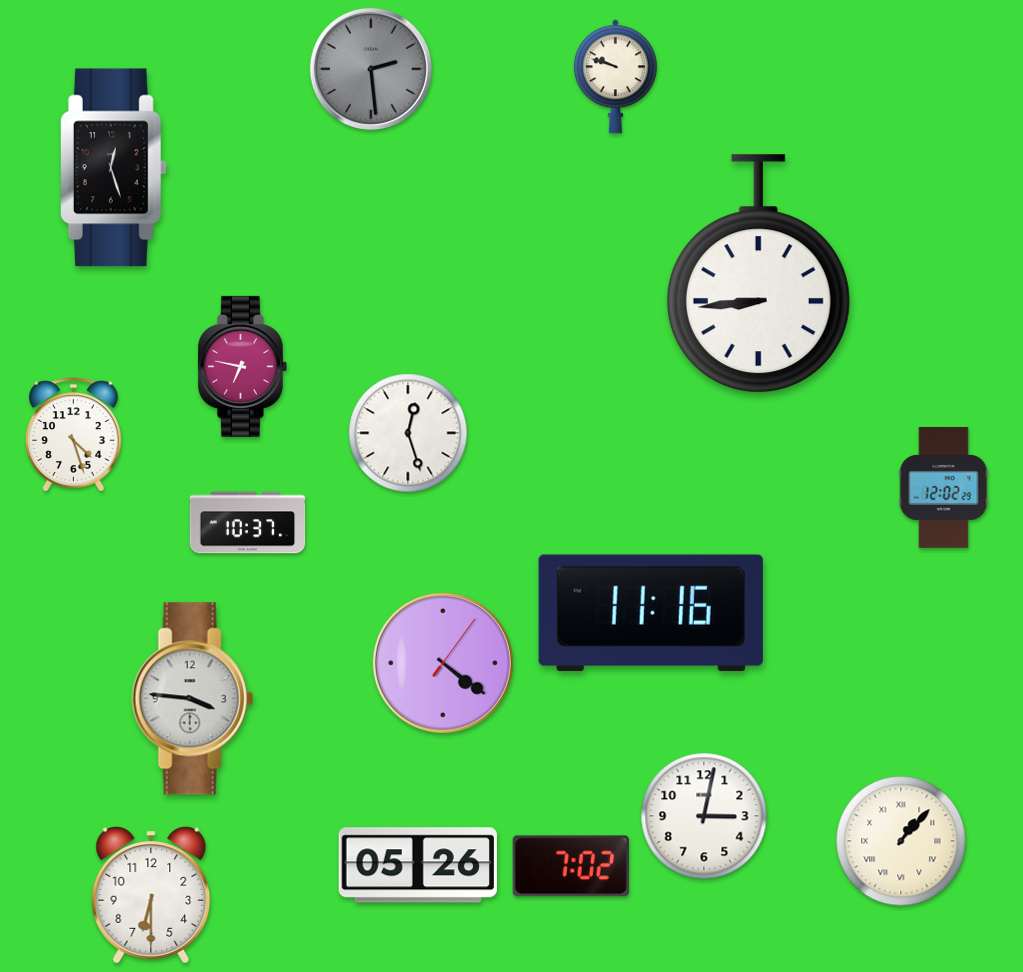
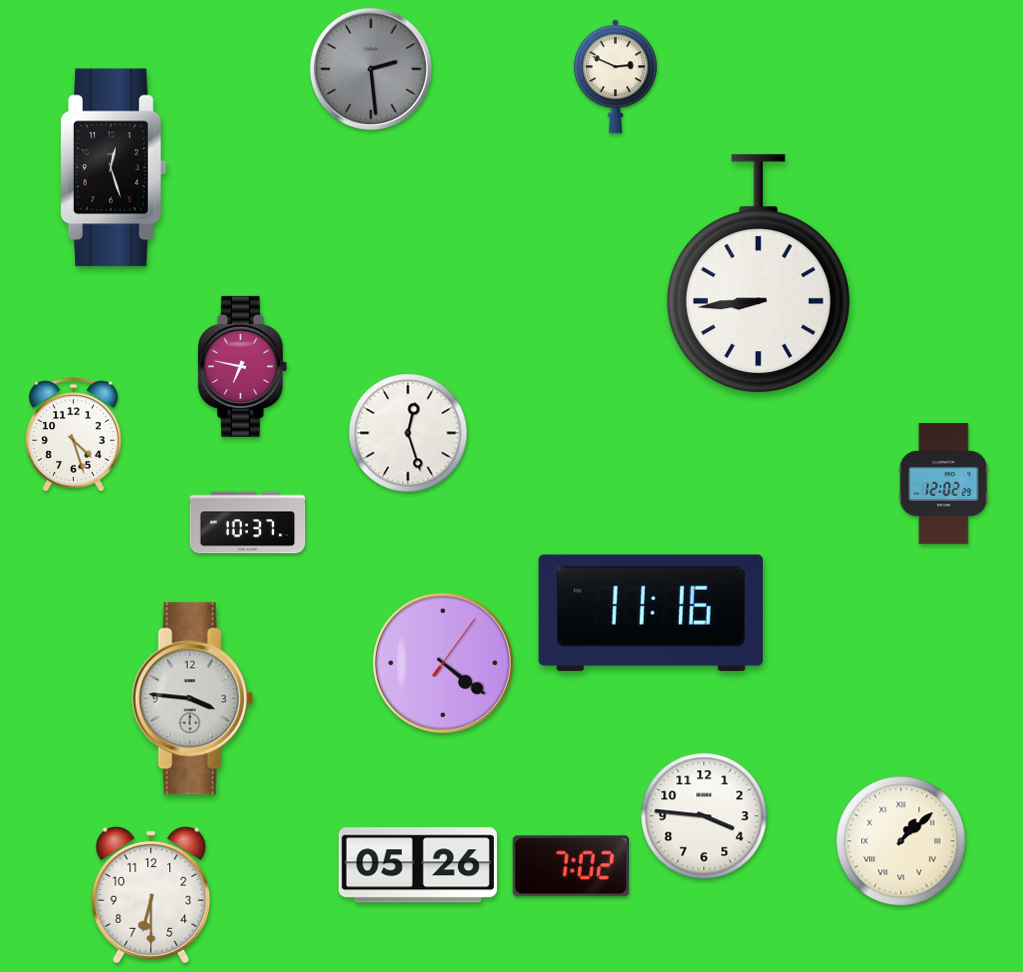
clock at (615, 77): 9:48 -> 2:49
clock at (944, 488) position: (944, 488) -> (944, 484)
clock at (704, 816): 3:02 -> 3:46
clock at (901, 841): 1:07 -> 1:08
